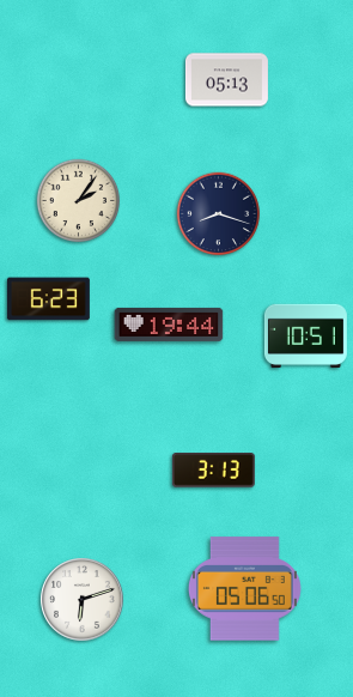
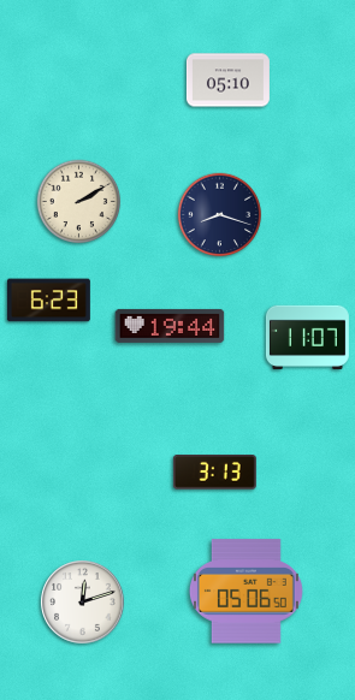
clock at (226, 80): 05:13 -> 05:10
clock at (79, 201): 2:06 -> 2:10
clock at (305, 335): 10:51 -> 11:07
clock at (83, 600): 6:12 -> 12:12
